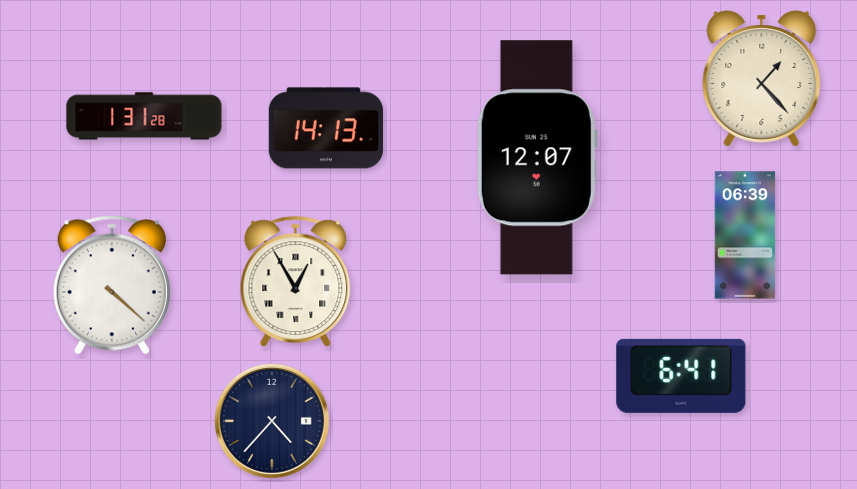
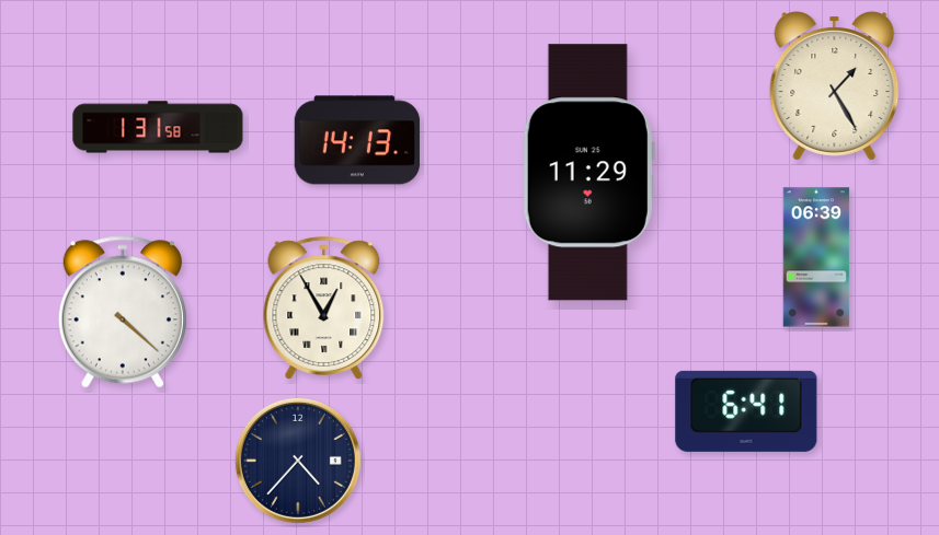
clock at (762, 79): 1:23 -> 1:25
clock at (144, 116): 1:31:28 -> 1:31:58
clock at (537, 158): 12:07 -> 11:29
